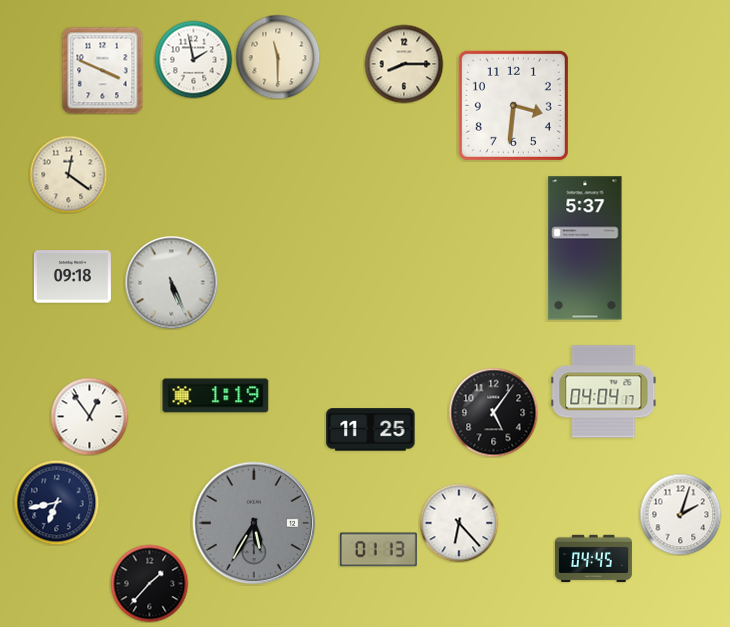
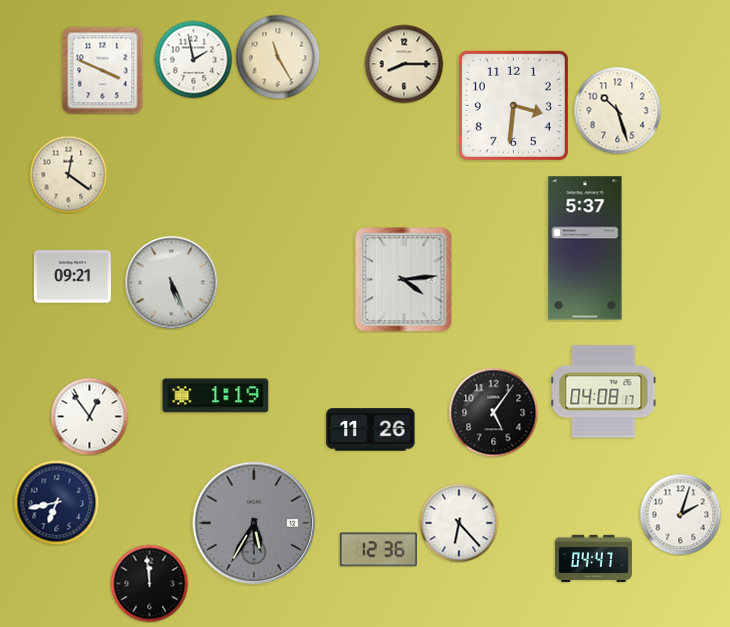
clock at (278, 57): 11:30 -> 11:25
clock at (617, 110): none -> 10:27
clock at (72, 277): 09:18 -> 09:21
clock at (404, 280): none -> 4:14
clock at (604, 392): 04:04 -> 04:08
clock at (371, 430): 11:25 -> 11:26
clock at (378, 550): 01:13 -> 12:36
clock at (593, 559): 04:45 -> 04:47
clock at (149, 583): 1:37 -> 11:59
